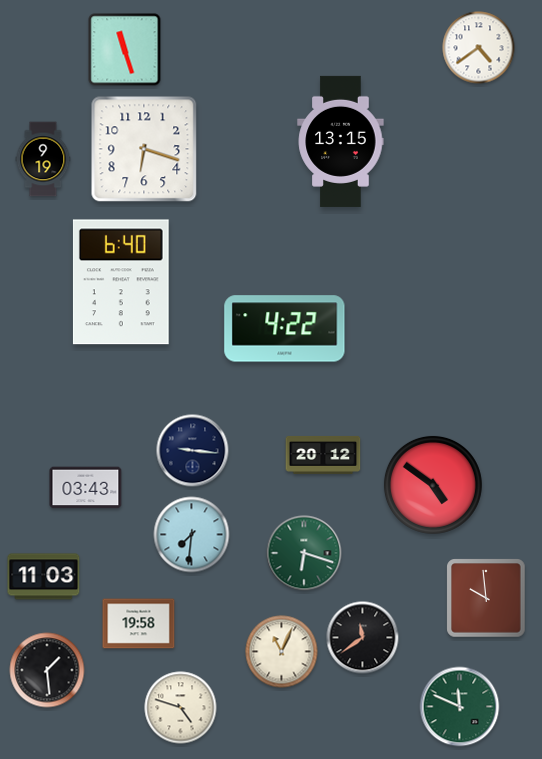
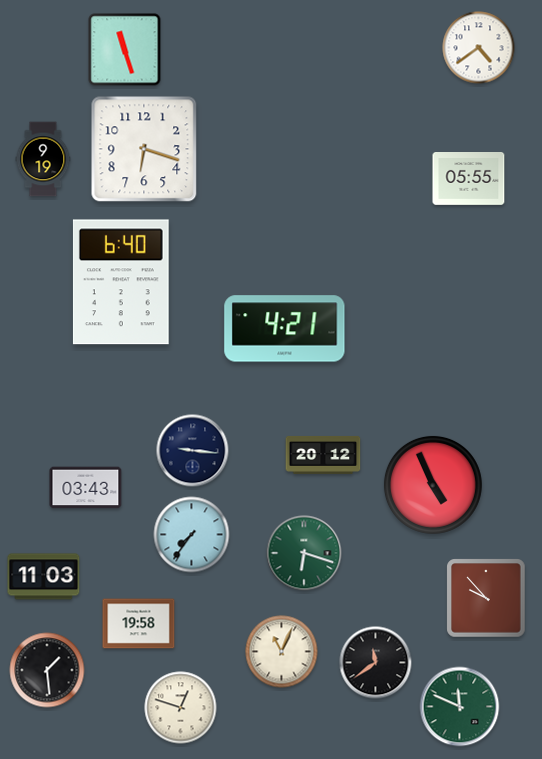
clock at (341, 141): 13:15 -> none
clock at (469, 179): none -> 05:55
clock at (285, 329): 4:22 -> 4:21
clock at (433, 485): 4:51 -> 4:56
clock at (192, 535): 7:31 -> 7:36
clock at (486, 598): 9:59 -> 9:53
clock at (363, 638) position: (363, 638) -> (376, 663)
clock at (181, 708): 4:48 -> 12:48
